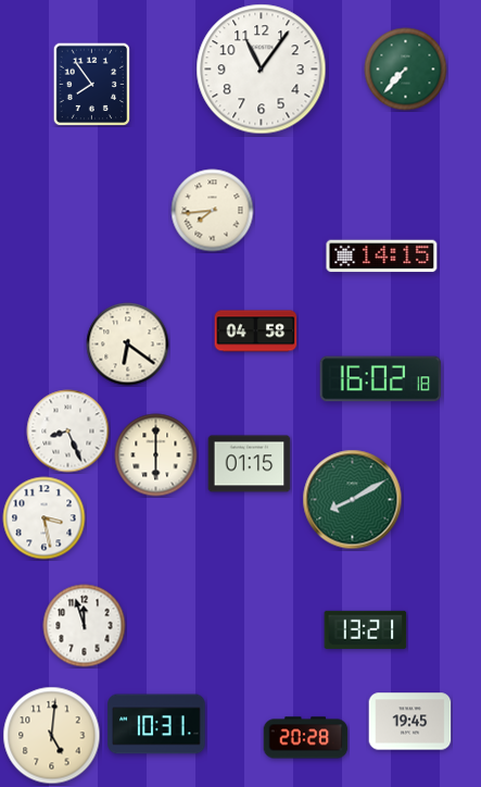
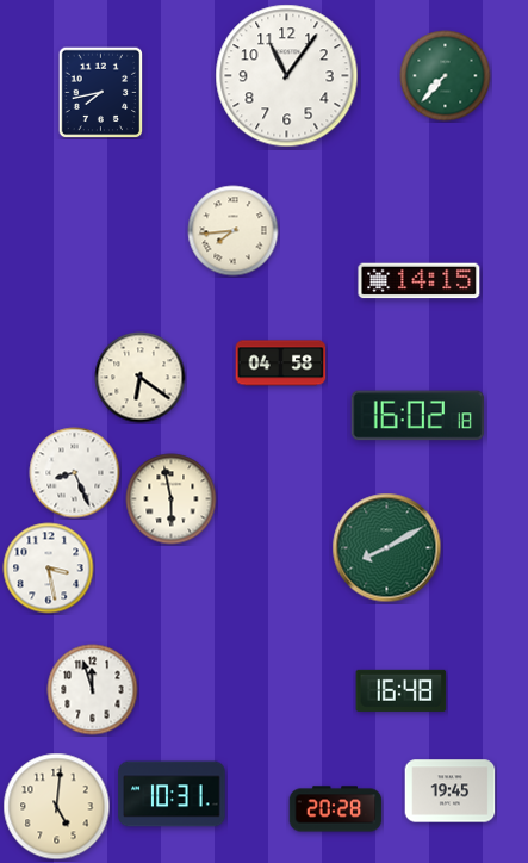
clock at (92, 84): 7:54 -> 7:43
clock at (156, 455): 6:00 -> 5:58
clock at (250, 464): 01:15 -> none
clock at (85, 626) position: (85, 626) -> (93, 690)
clock at (366, 629): 13:21 -> 16:48
